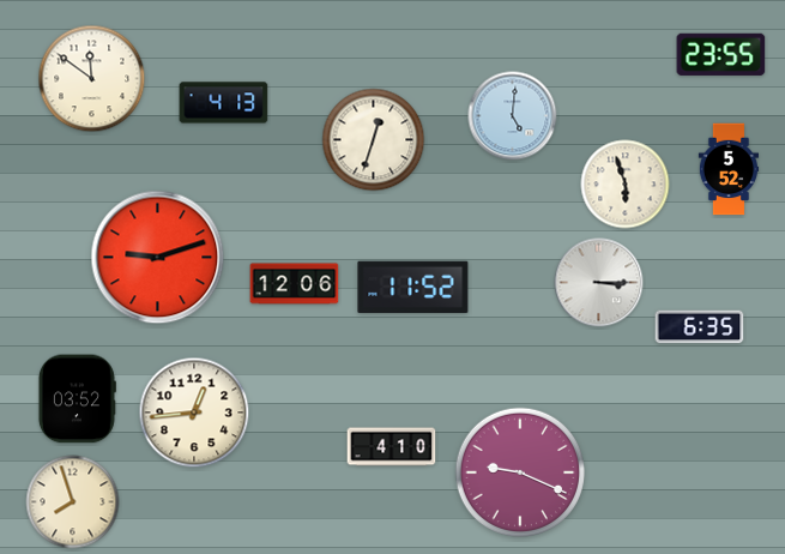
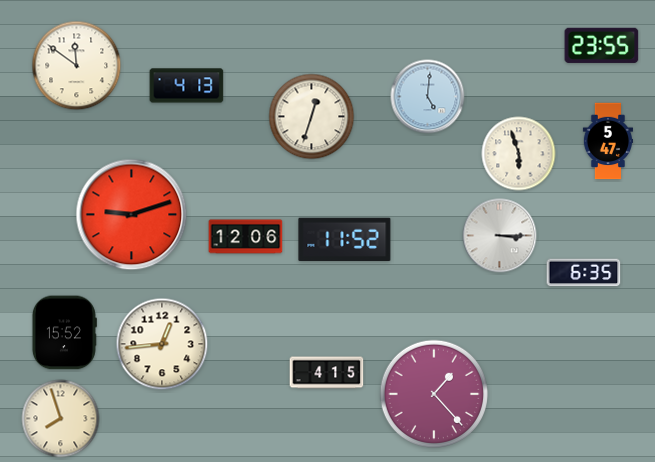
clock at (727, 169): 5:52 -> 5:47
clock at (626, 185) position: (626, 185) -> (519, 154)
clock at (77, 399): 03:52 -> 15:52
clock at (392, 447): 4:10 -> 4:15
clock at (520, 472): 9:19 -> 1:23
